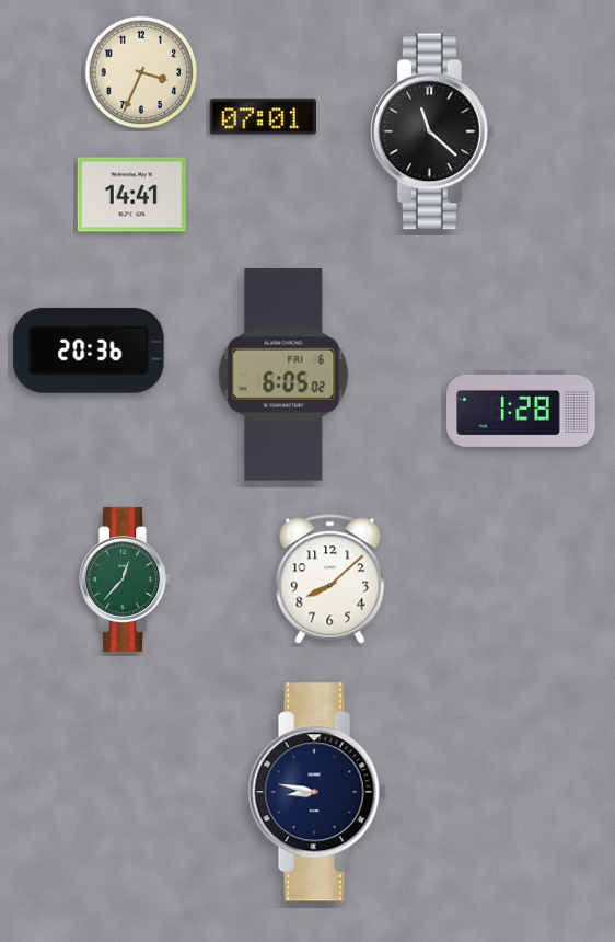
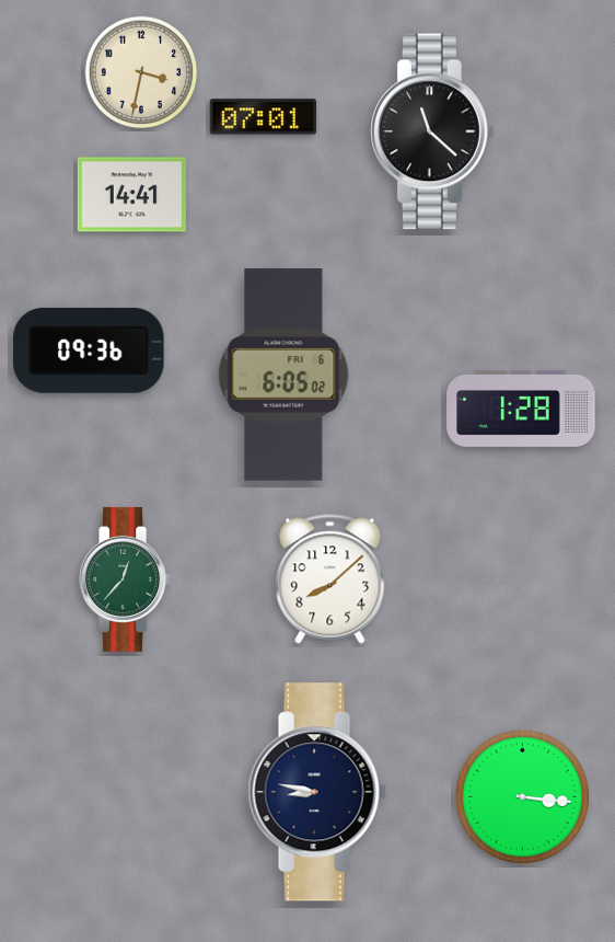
clock at (141, 72): 3:34 -> 3:32
clock at (89, 351): 20:36 -> 09:36
clock at (522, 796): none -> 3:16
